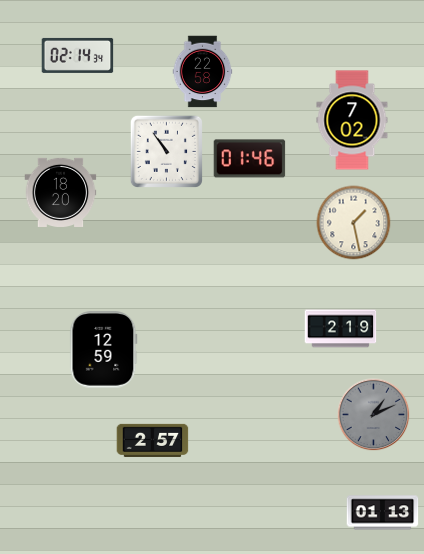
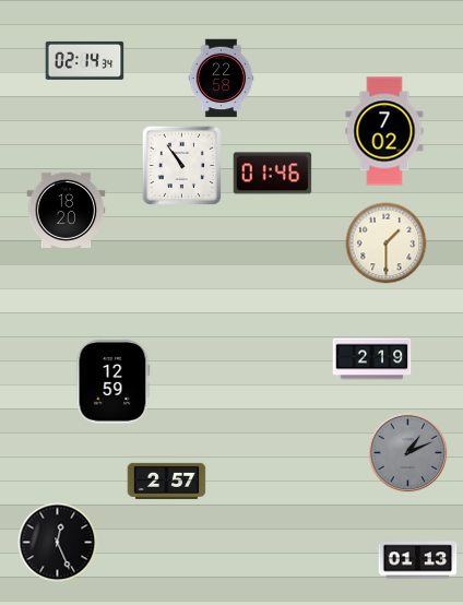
clock at (354, 223): 1:28 -> 1:30
clock at (58, 543): none -> 12:26
